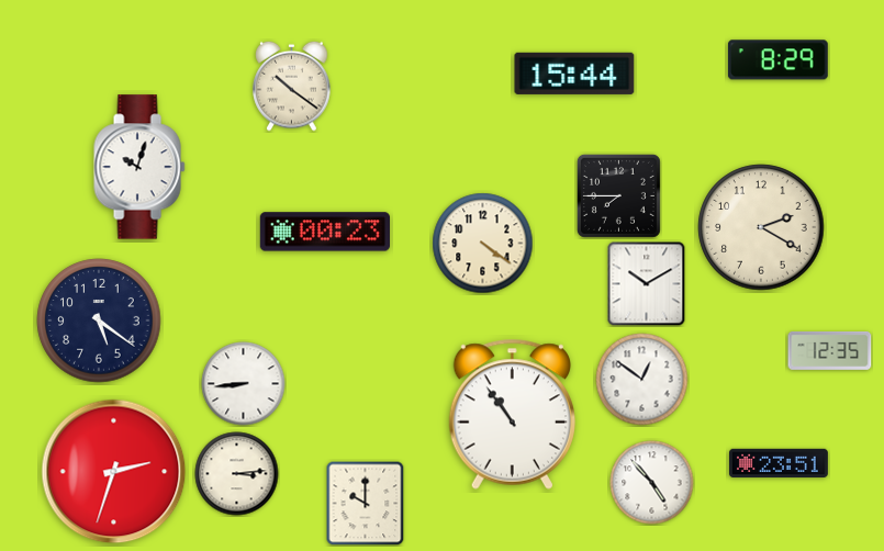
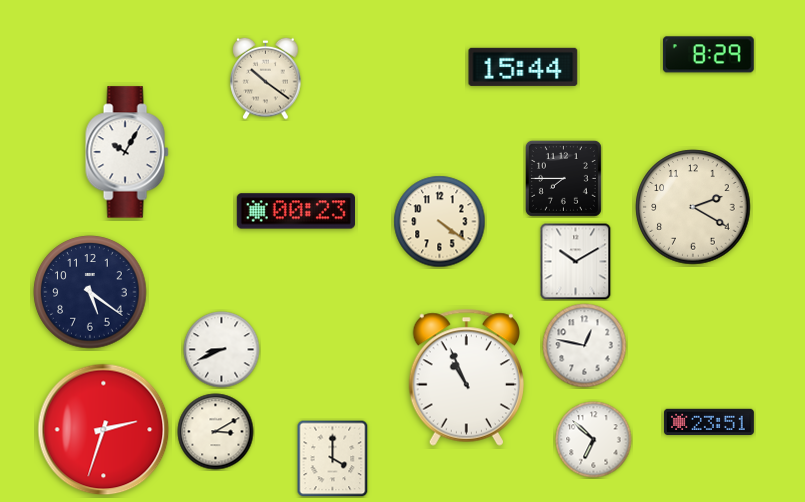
clock at (139, 167): 10:03 -> 10:05
clock at (647, 284) position: (647, 284) -> (576, 262)
clock at (830, 350): 12:35 -> none
clock at (642, 380): 12:51 -> 12:47
clock at (244, 384): 8:44 -> 8:41
clock at (512, 414): 10:54 -> 10:56
clock at (237, 474): 3:14 -> 3:10
clock at (652, 483): 4:53 -> 6:52
clock at (366, 503): 10:00 -> 4:00
